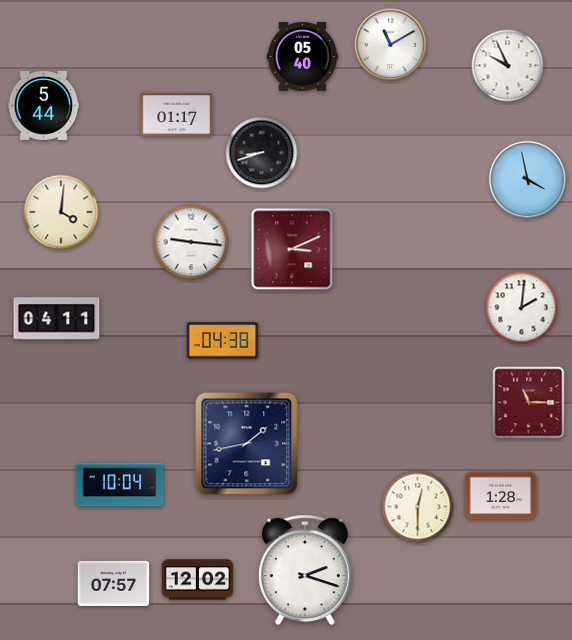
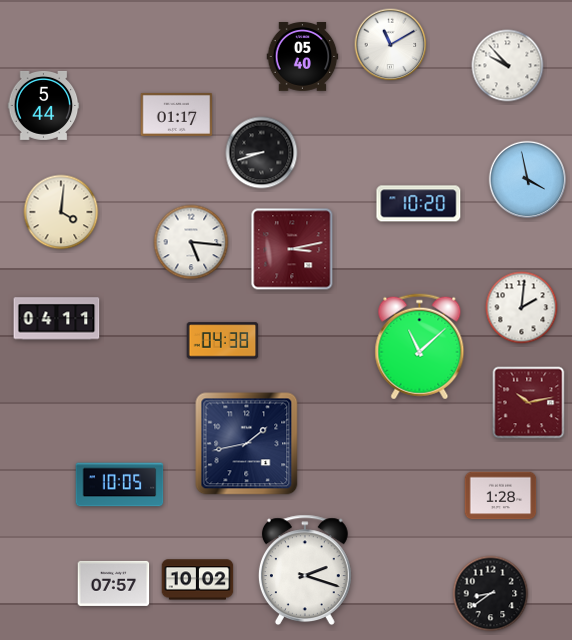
clock at (508, 66): 9:56 -> 9:53
clock at (419, 204): none -> 10:20
clock at (191, 242): 9:16 -> 5:16
clock at (292, 249): 3:11 -> 3:13
clock at (420, 347): none -> 11:08
clock at (529, 403): 11:15 -> 10:13
clock at (120, 485): 10:04 -> 10:05
clock at (418, 507): 12:30 -> none
clock at (198, 580): 12:02 -> 10:02
clock at (491, 594): none -> 8:39
